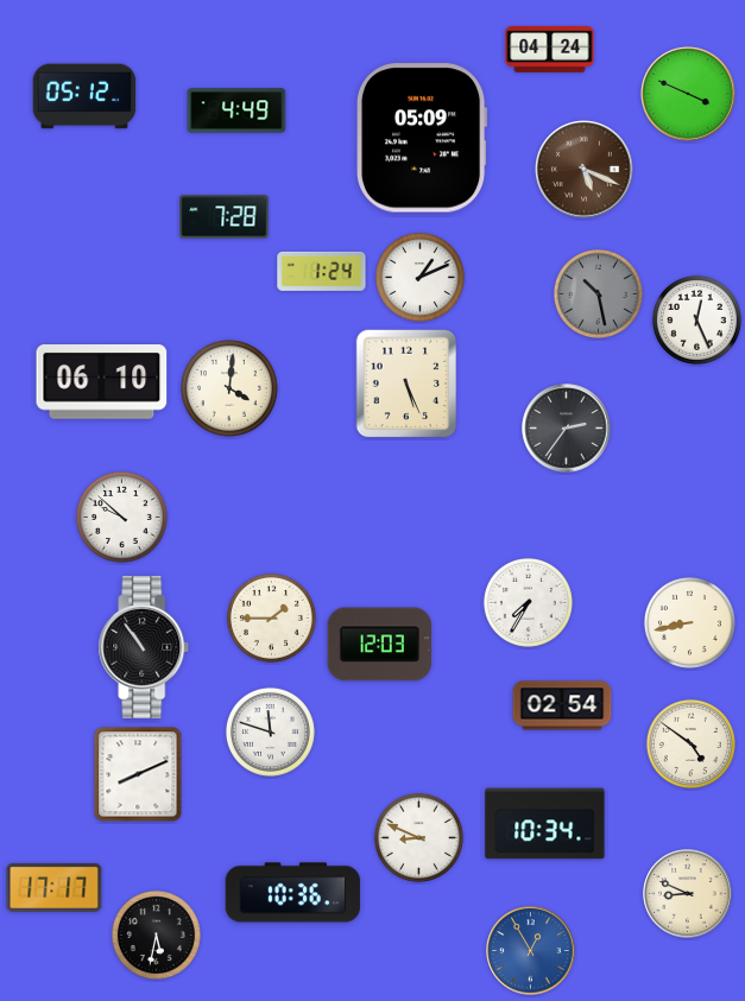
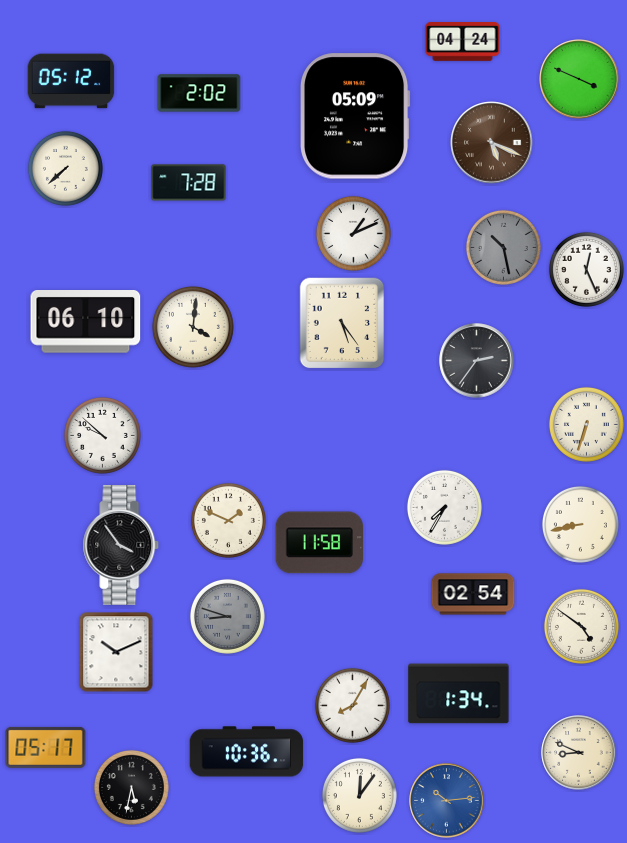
clock at (236, 110): 4:49 -> 2:02
clock at (65, 168): none -> 7:38
clock at (322, 271): 1:24 -> none
clock at (406, 384): 5:26 -> 5:24
clock at (586, 424): none -> 6:33
clock at (271, 617): 1:45 -> 1:49
clock at (380, 645): 12:03 -> 11:58
clock at (144, 647): 10:54 -> 3:54
clock at (270, 731): 11:48 -> 8:48
clock at (270, 731) dial: white -> grey
clock at (138, 774): 8:11 -> 10:11
clock at (545, 824): 10:34 -> 1:34
clock at (418, 837): 8:49 -> 8:05
clock at (55, 887): 17:17 -> 05:17
clock at (359, 795): none -> 12:06
clock at (531, 951): 12:55 -> 10:14
